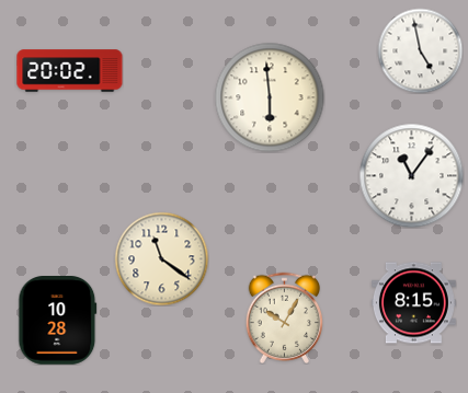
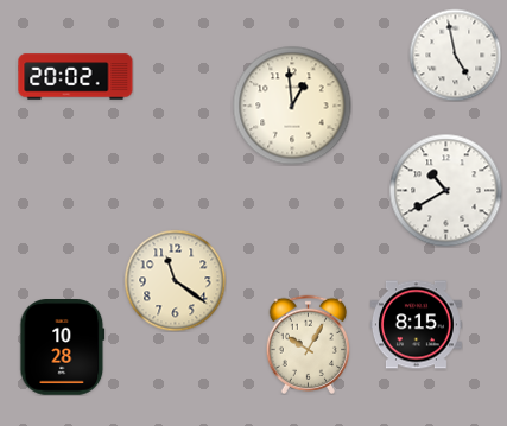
clock at (270, 97): 5:59 -> 12:59
clock at (411, 175): 11:06 -> 10:40
clock at (413, 303) position: (413, 303) -> (416, 325)
